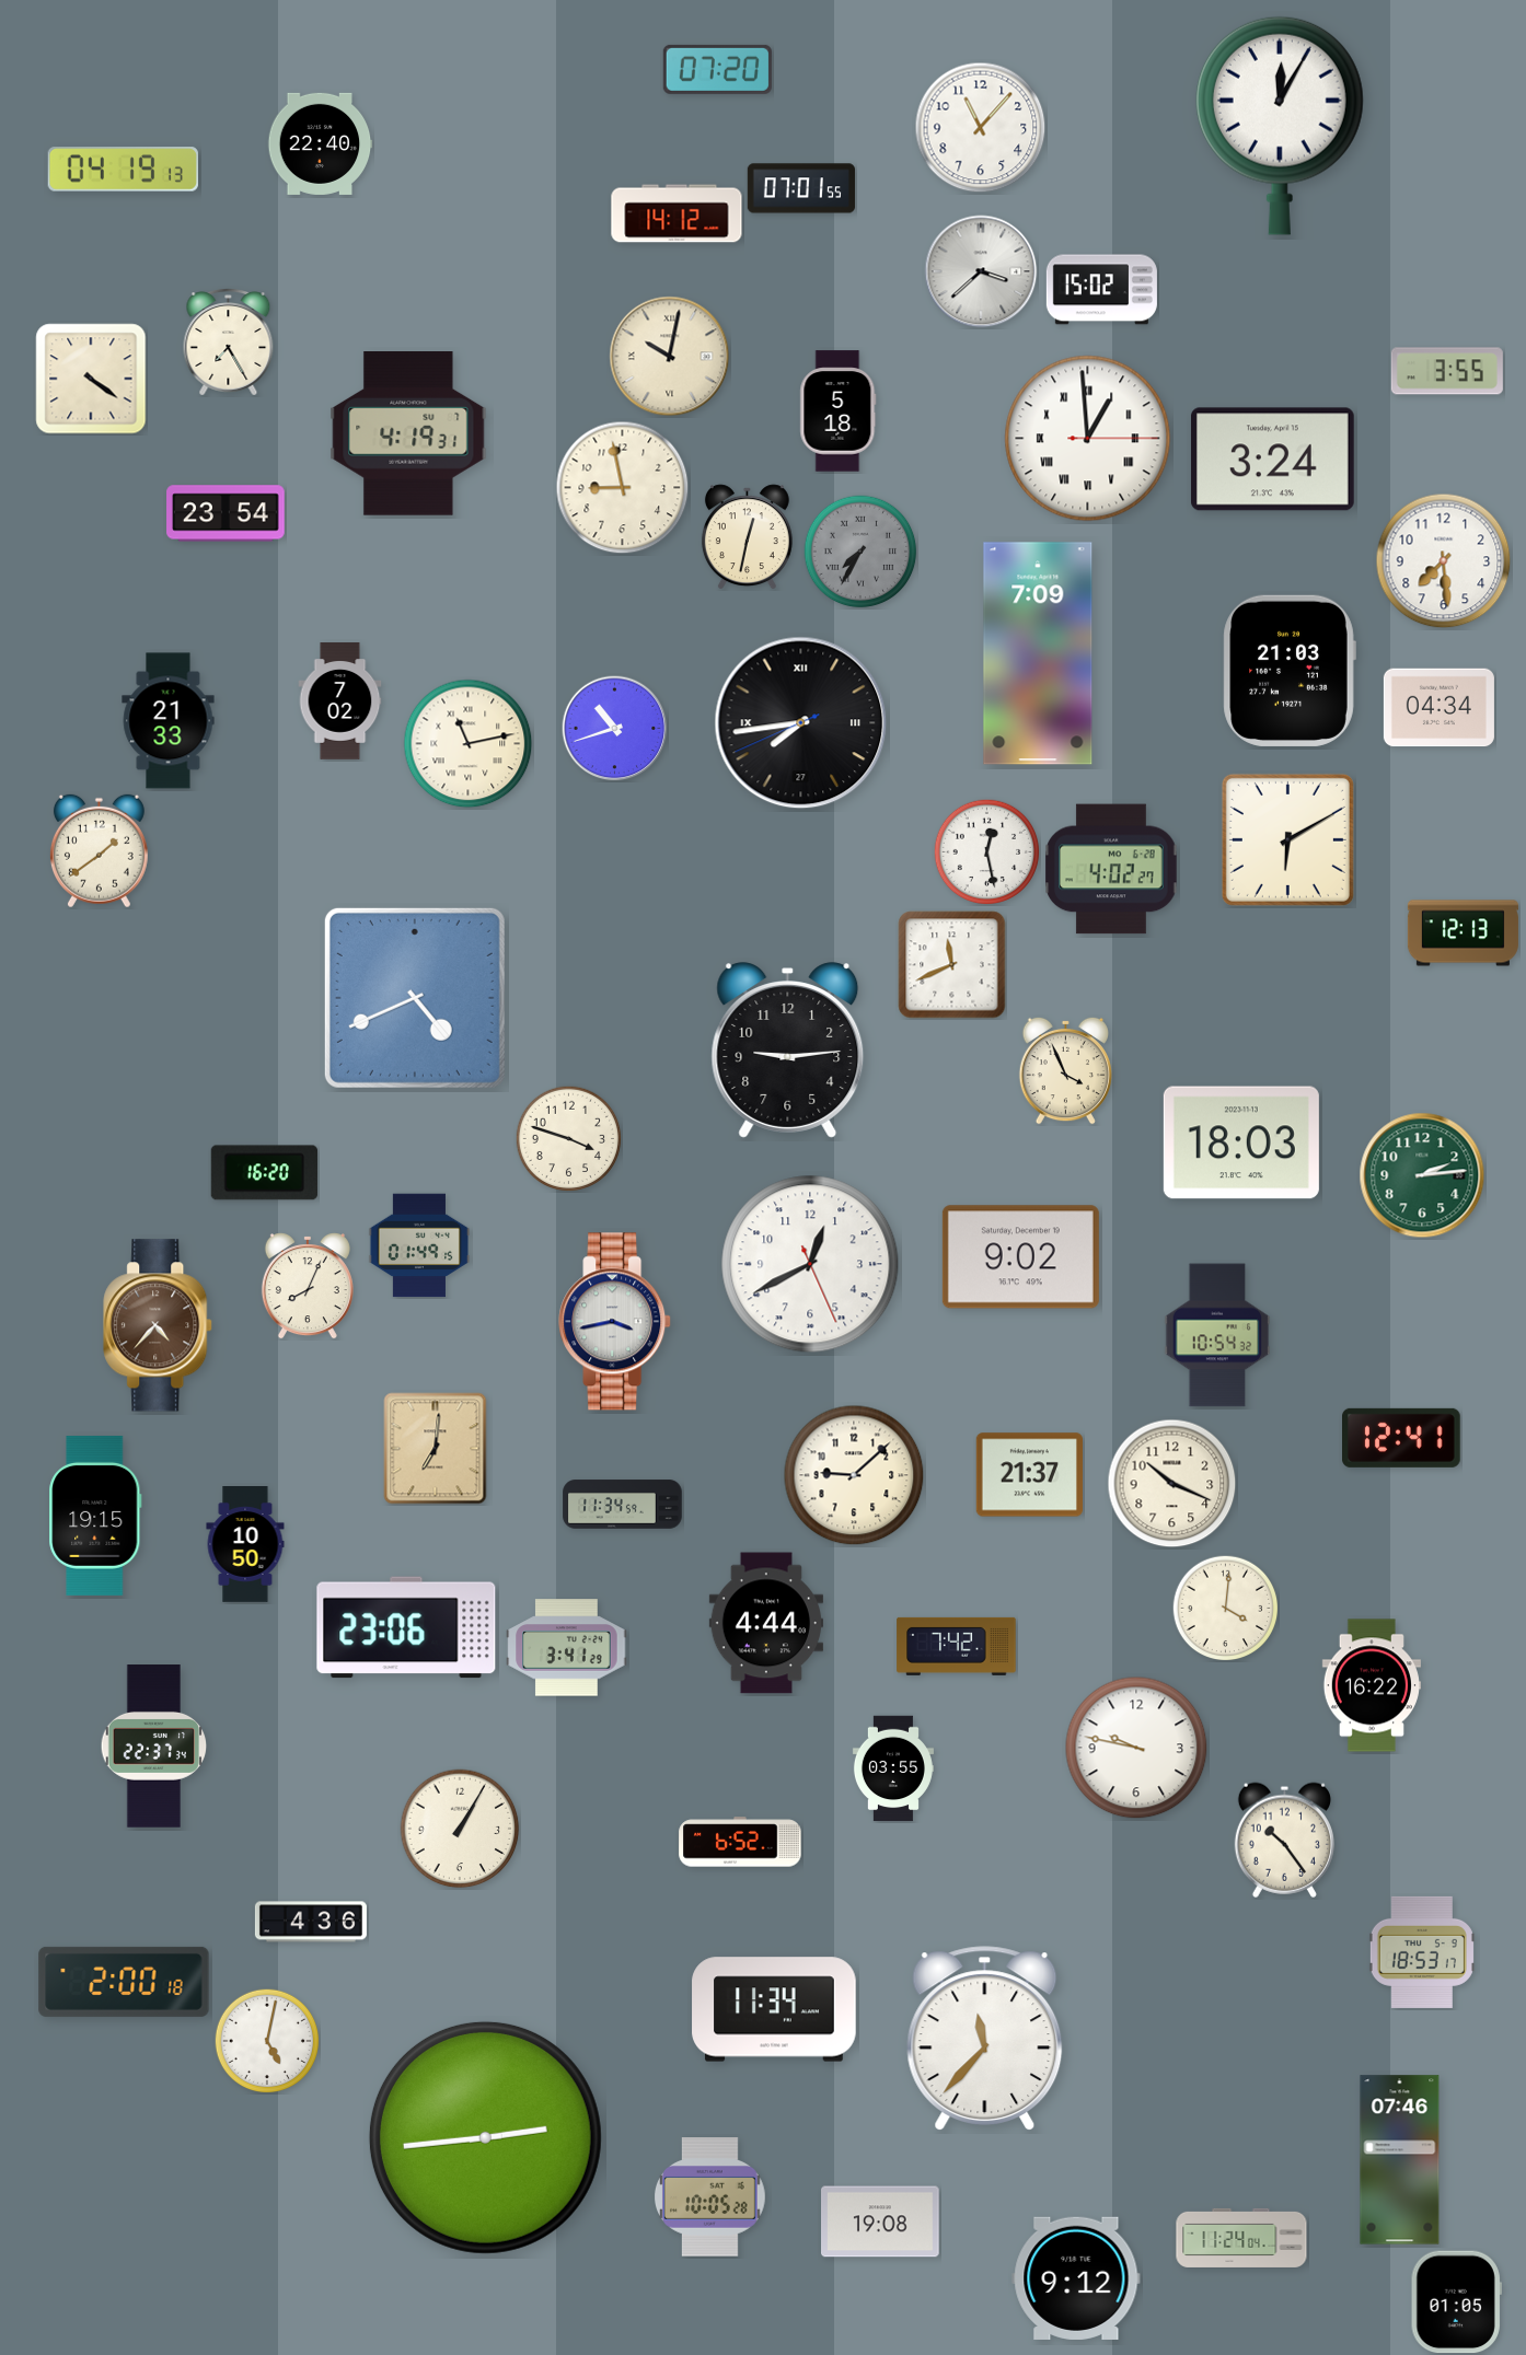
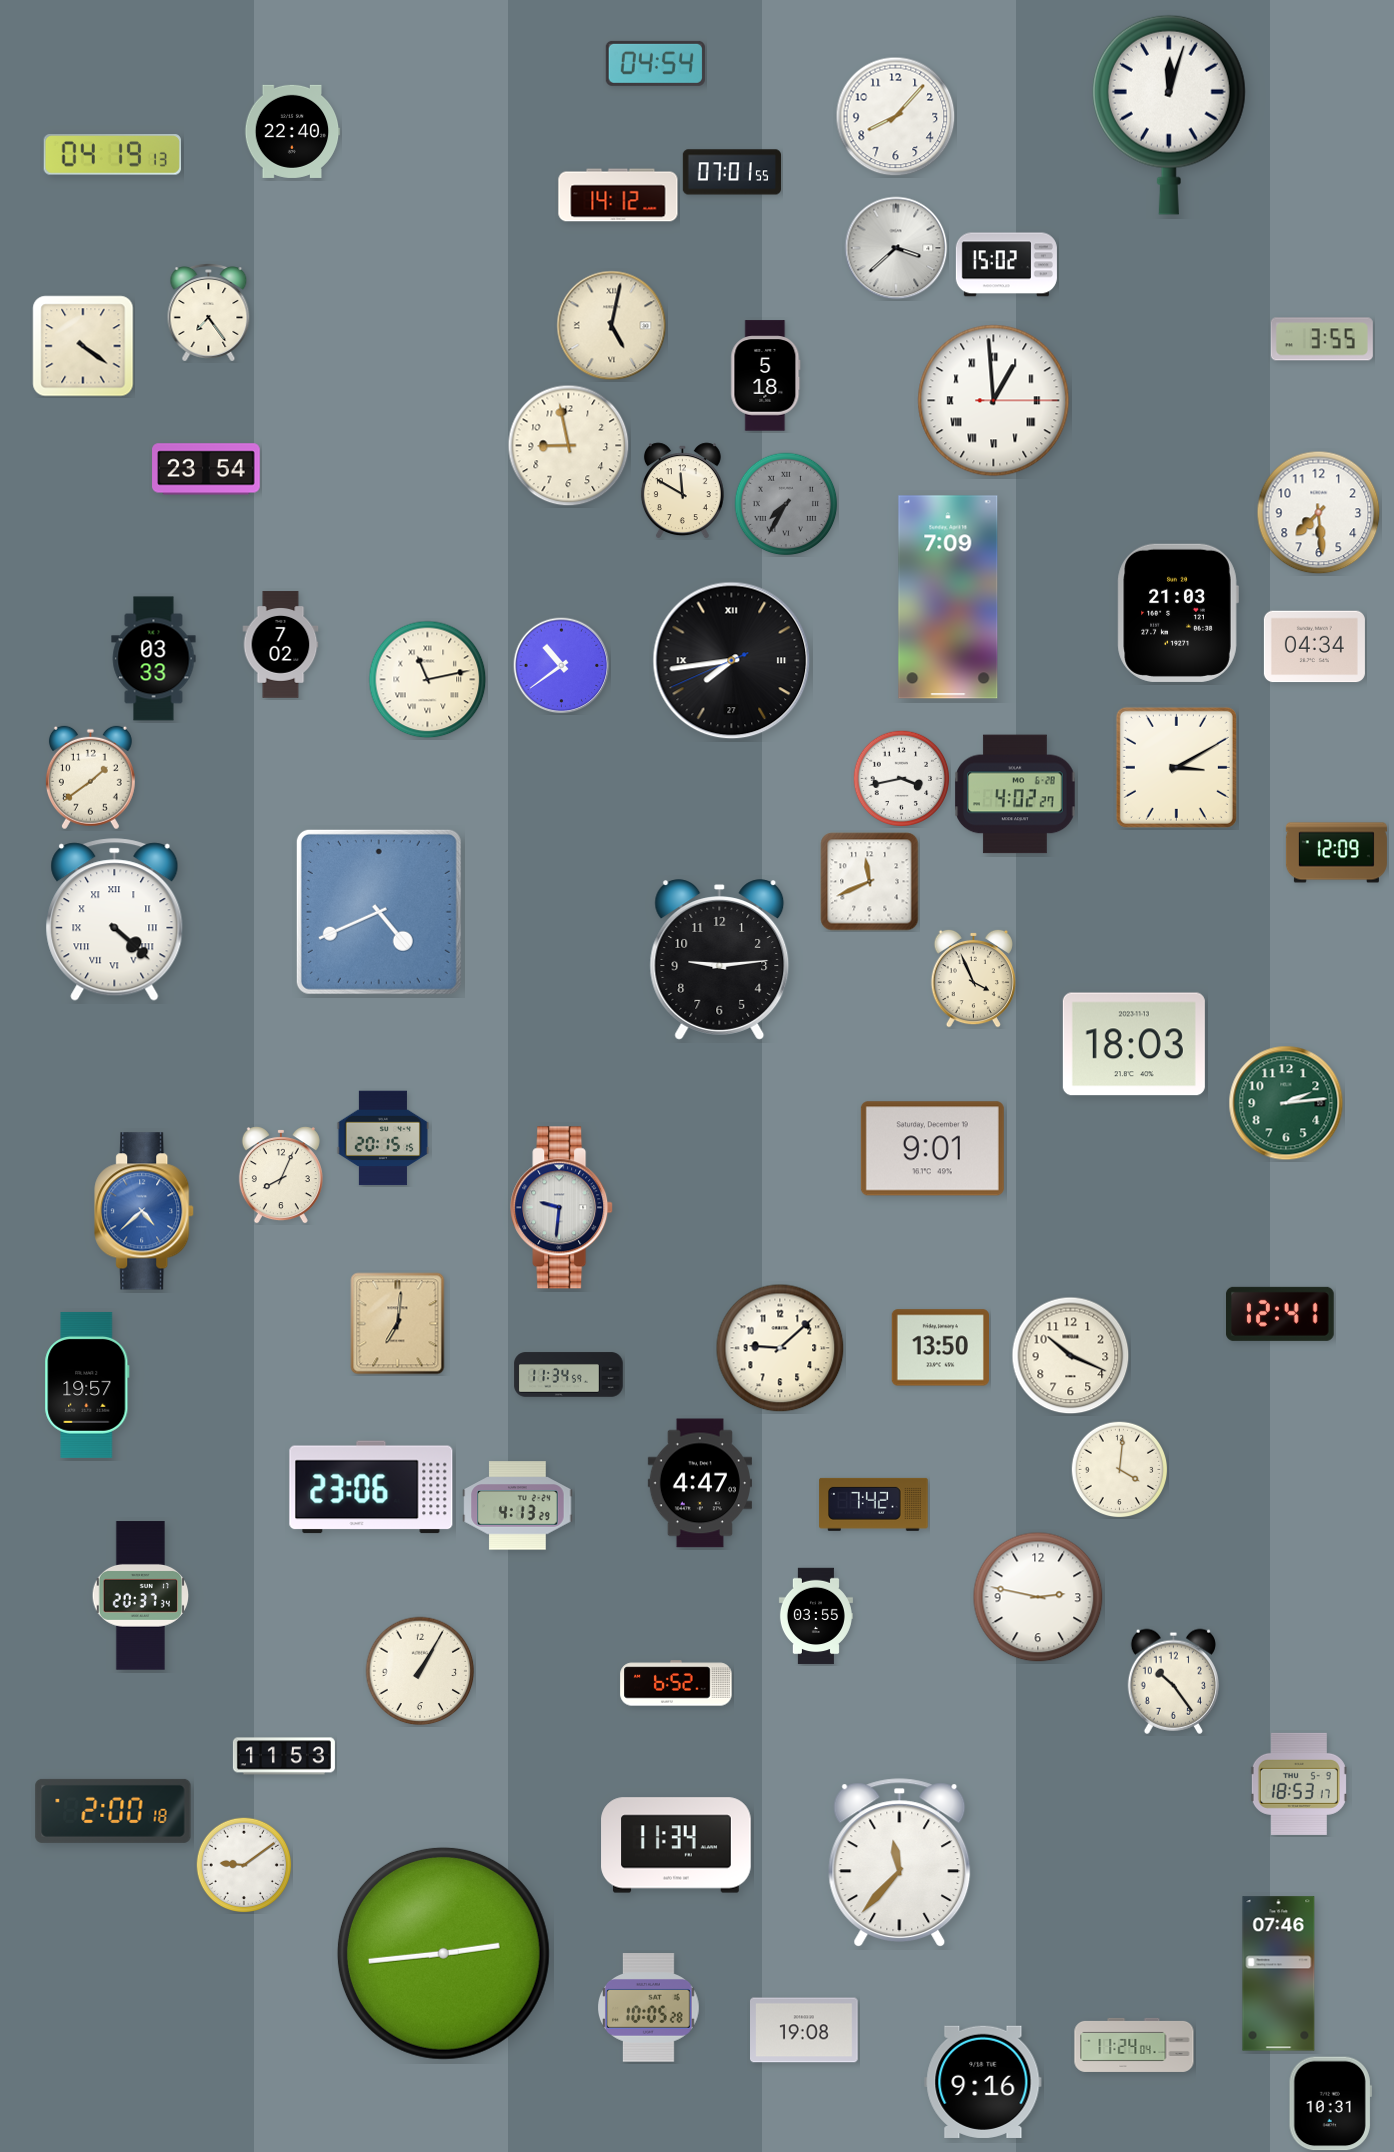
clock at (717, 69): 07:20 -> 04:54
clock at (1280, 126): 12:05 -> 12:03
clock at (981, 128): 11:07 -> 8:07
clock at (229, 343): 7:25 -> 7:24
clock at (670, 357): 10:02 -> 5:02
clock at (408, 434): 4:19 -> none
clock at (1273, 460): 3:24 -> none
clock at (747, 537): 12:32 -> 11:50
clock at (340, 701) position: (340, 701) -> (281, 645)
clock at (169, 721): 21:33 -> 03:33
clock at (615, 729): 10:42 -> 10:39
clock at (1287, 839): 6:10 -> 3:10
clock at (986, 851): 12:28 -> 3:43
clock at (1463, 933): 12:13 -> 12:09
clock at (115, 920): none -> 4:22
clock at (568, 1138): 3:48 -> none
clock at (264, 1173): 16:20 -> none
clock at (1422, 1175) position: (1422, 1175) -> (1286, 1103)
clock at (419, 1245): 01:49 -> 20:15
clock at (1020, 1257): 9:02 -> 9:01
clock at (810, 1264): 12:40 -> none
clock at (615, 1322): 3:43 -> 9:31
clock at (159, 1325): 4:37 -> 4:38
clock at (159, 1325) dial: brown -> blue
clock at (1217, 1335): 10:54 -> none
clock at (1029, 1475): 21:37 -> 13:50
clock at (95, 1516): 19:15 -> 19:57
clock at (245, 1545): 10:50 -> none
clock at (766, 1623): 4:44 -> 4:47
clock at (567, 1648): 3:41 -> 4:13
clock at (1371, 1685): 16:22 -> none
clock at (154, 1747): 22:37 -> 20:37
clock at (1136, 1748): 9:47 -> 2:47
clock at (311, 1922): 4:36 -> 11:53
clock at (774, 2009) position: (774, 2009) -> (676, 1845)
clock at (267, 2041): 5:02 -> 9:09
clock at (1076, 2278): 9:12 -> 9:16
clock at (1456, 2302): 01:05 -> 10:31
